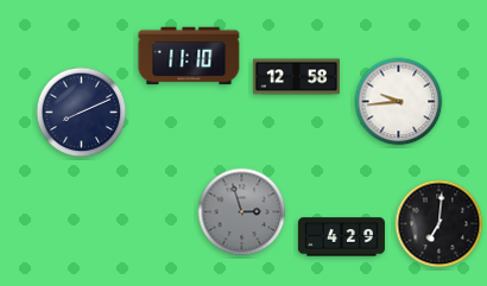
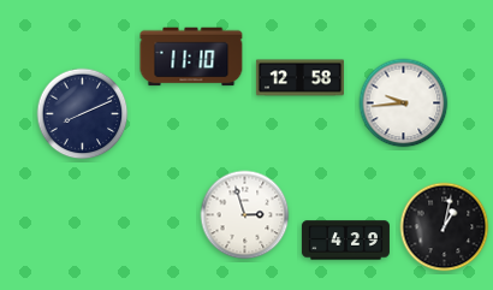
clock at (242, 212) dial: grey -> white
clock at (439, 224): 7:01 -> 1:02
